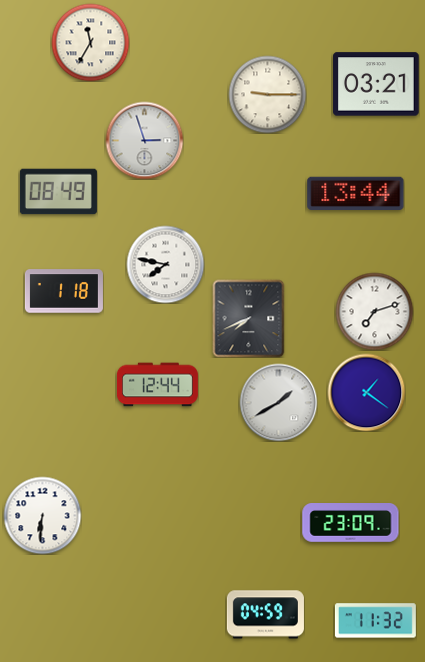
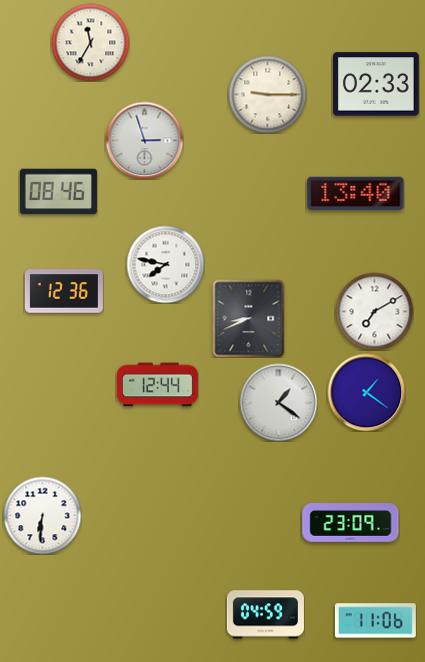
clock at (376, 84): 03:21 -> 02:33
clock at (58, 192): 08:49 -> 08:46
clock at (356, 193): 13:44 -> 13:40
clock at (64, 291): 1:18 -> 12:36
clock at (374, 311): 7:12 -> 7:10
clock at (249, 318): 7:41 -> 8:41
clock at (278, 402): 1:40 -> 1:21
clock at (375, 621): 11:32 -> 11:06
